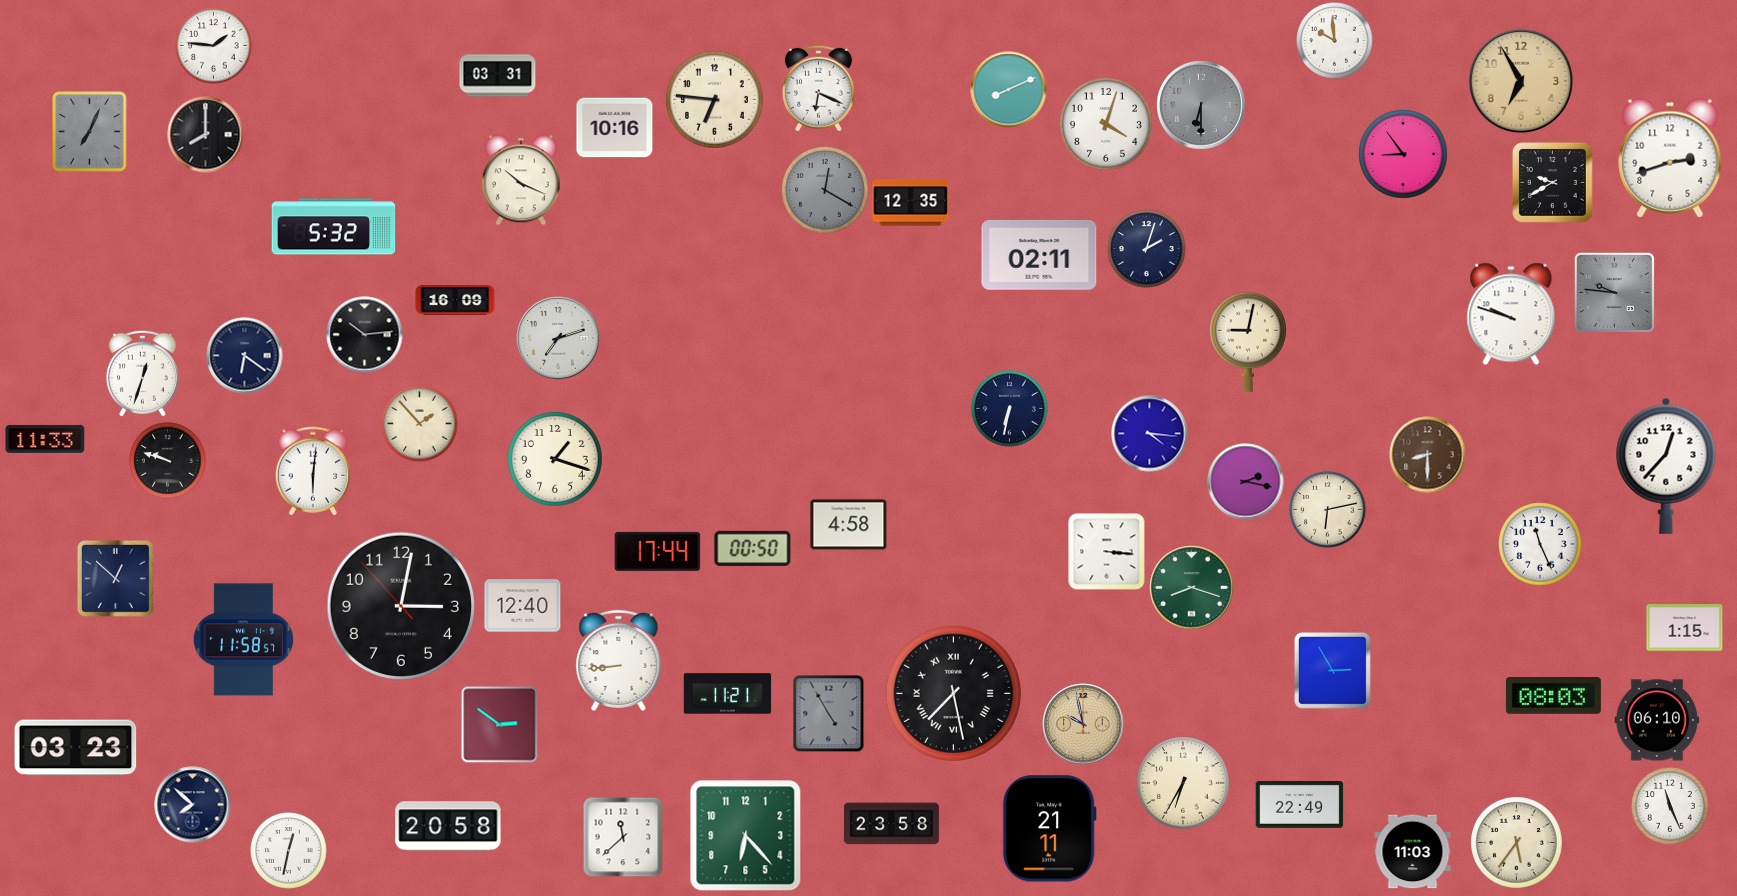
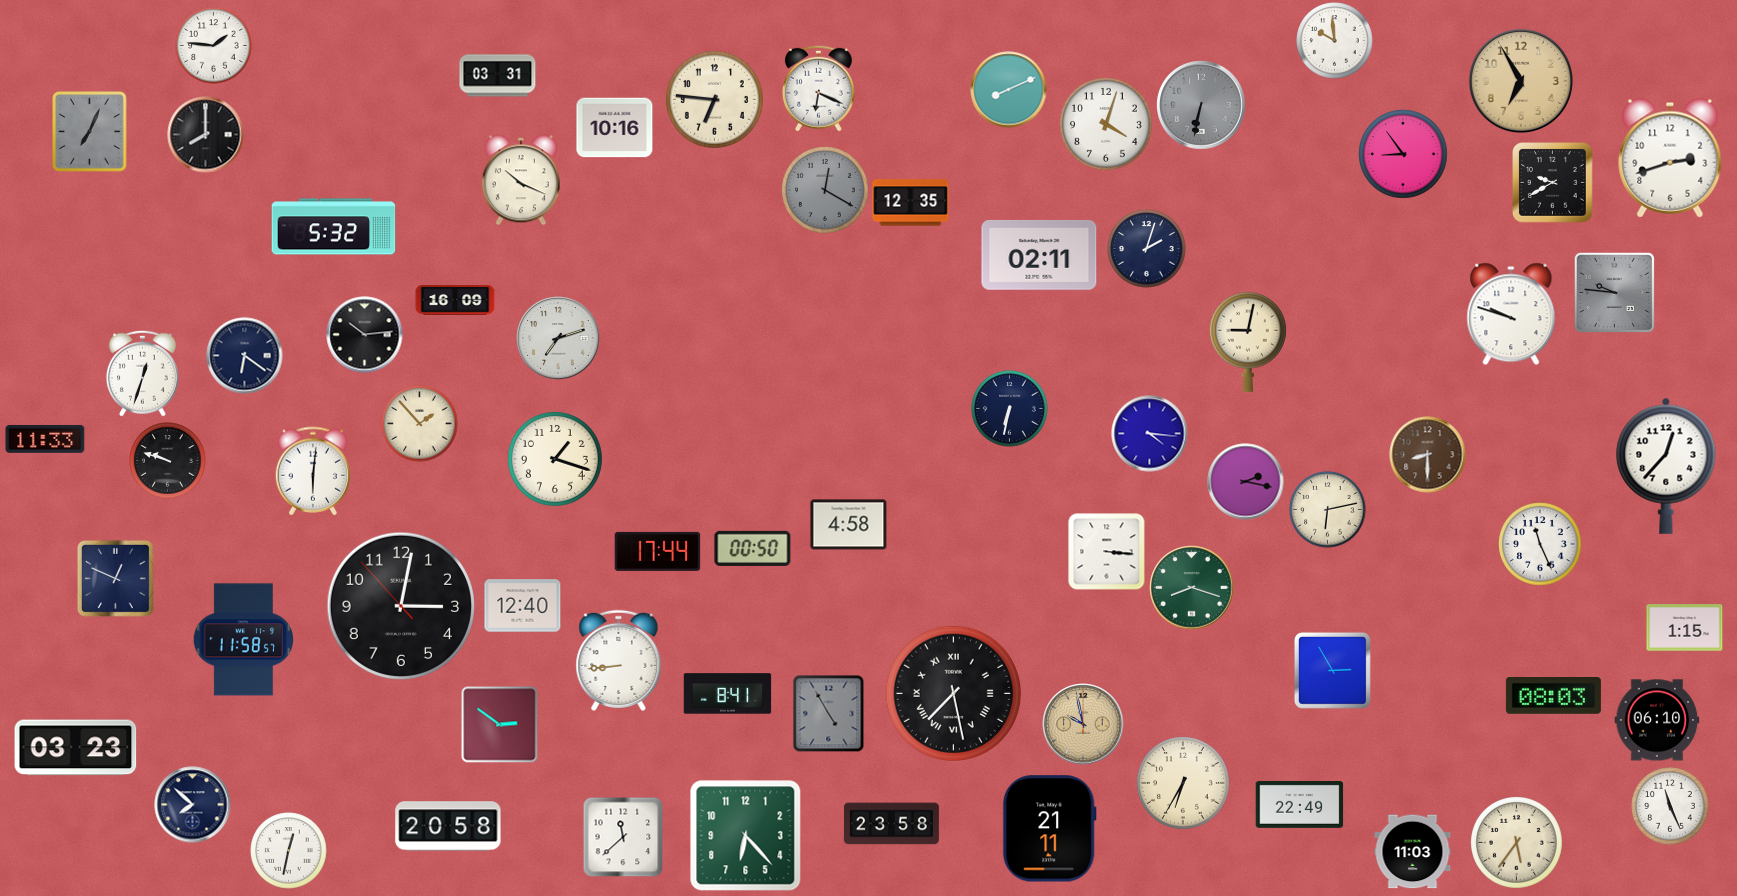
clock at (1202, 106): 6:30 -> 6:32
clock at (115, 578): 12:52 -> 12:49
clock at (728, 694): 11:21 -> 8:41
